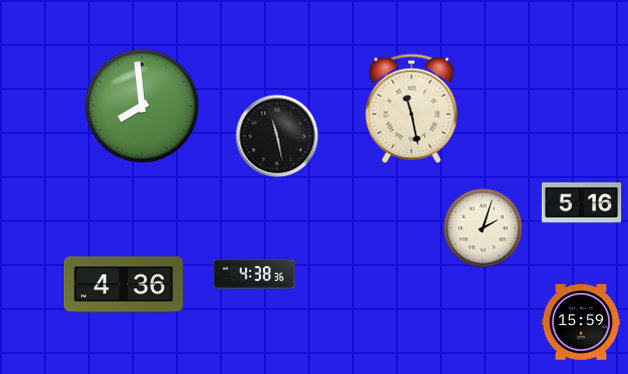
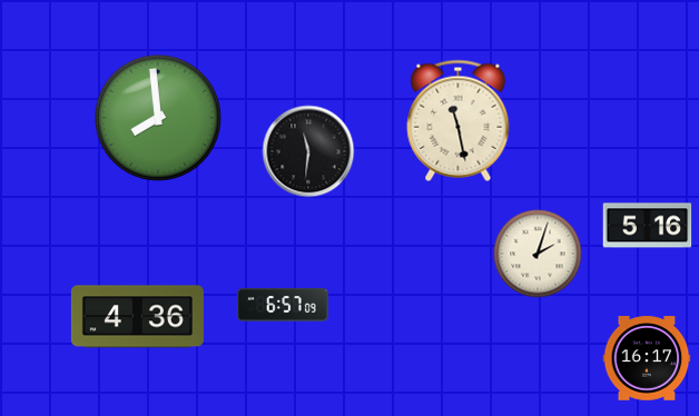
clock at (277, 136): 11:28 -> 11:31
clock at (254, 274): 4:38 -> 6:57
clock at (581, 322): 15:59 -> 16:17
